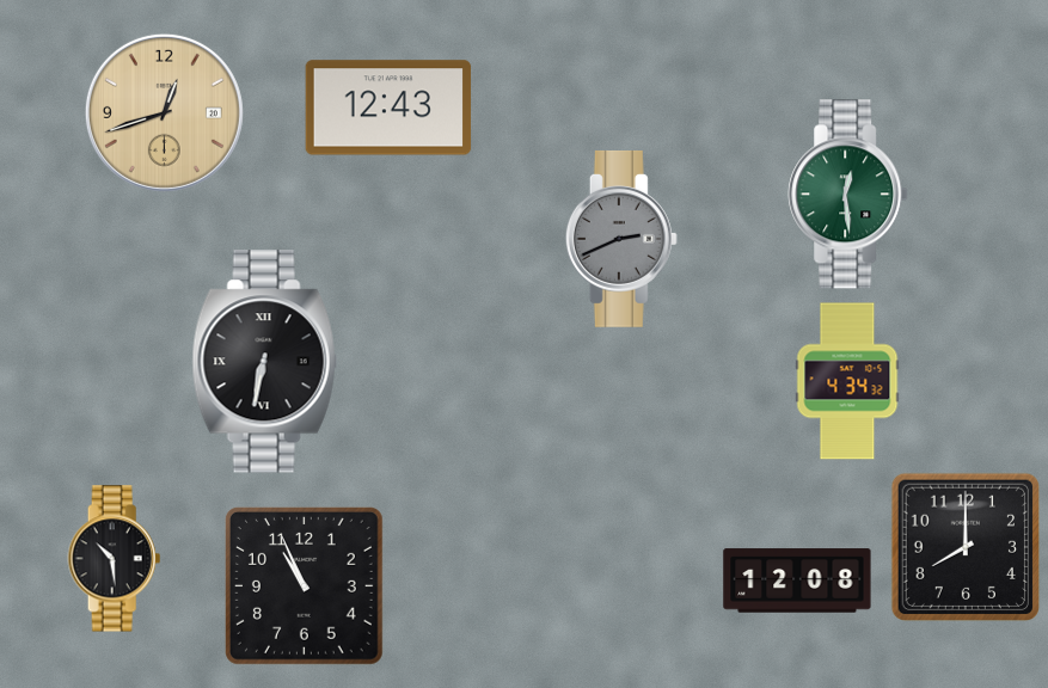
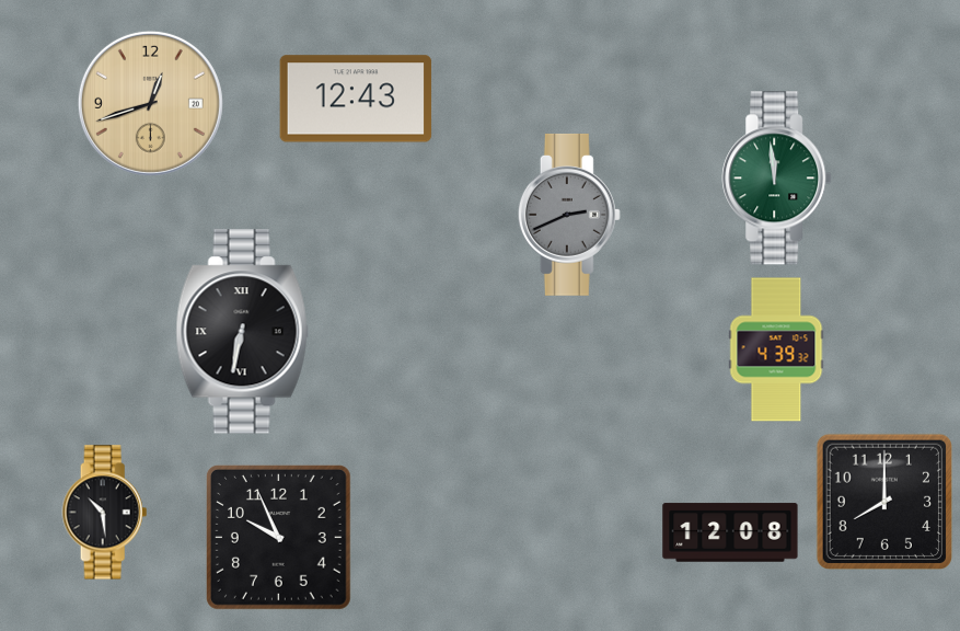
clock at (848, 195): 12:29 -> 11:59
clock at (621, 239) position: (621, 239) -> (569, 215)
clock at (847, 381): 4:34 -> 4:39
clock at (304, 585): 10:56 -> 9:56
